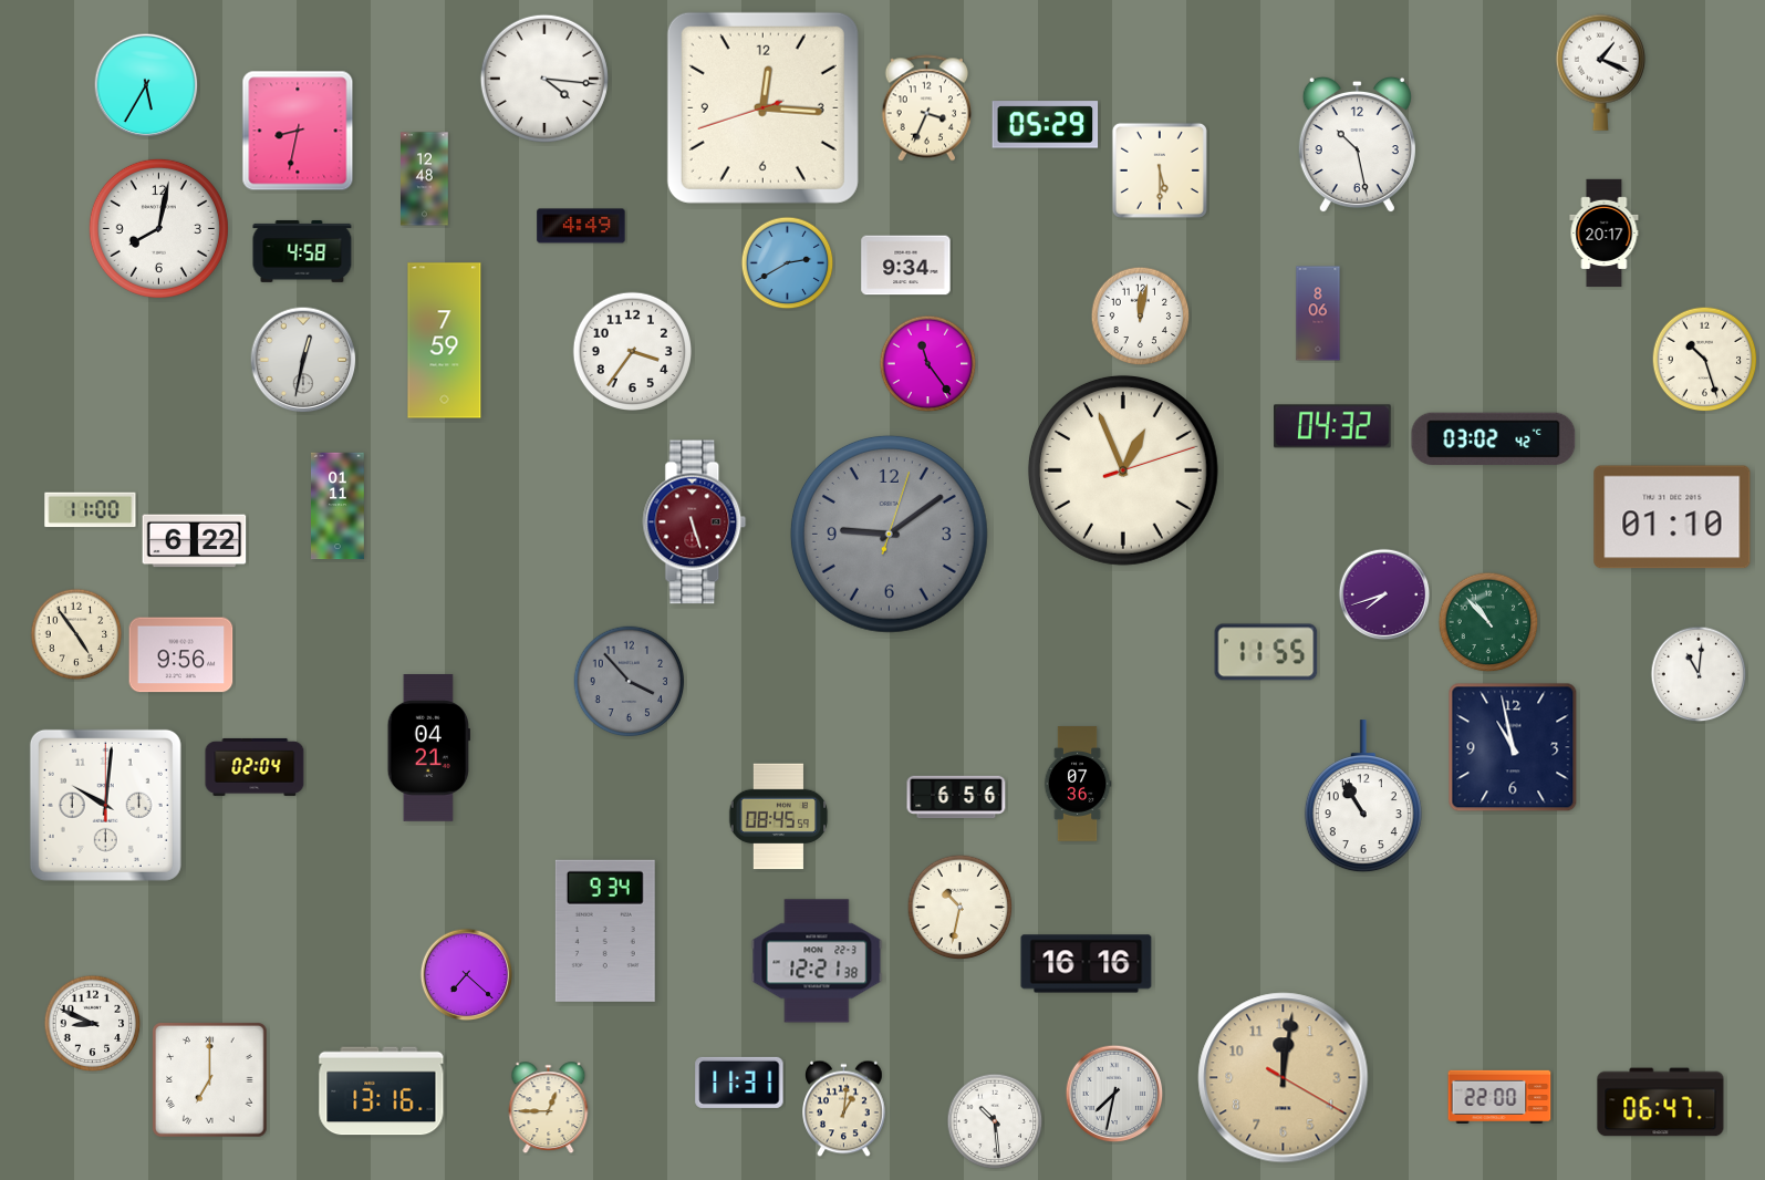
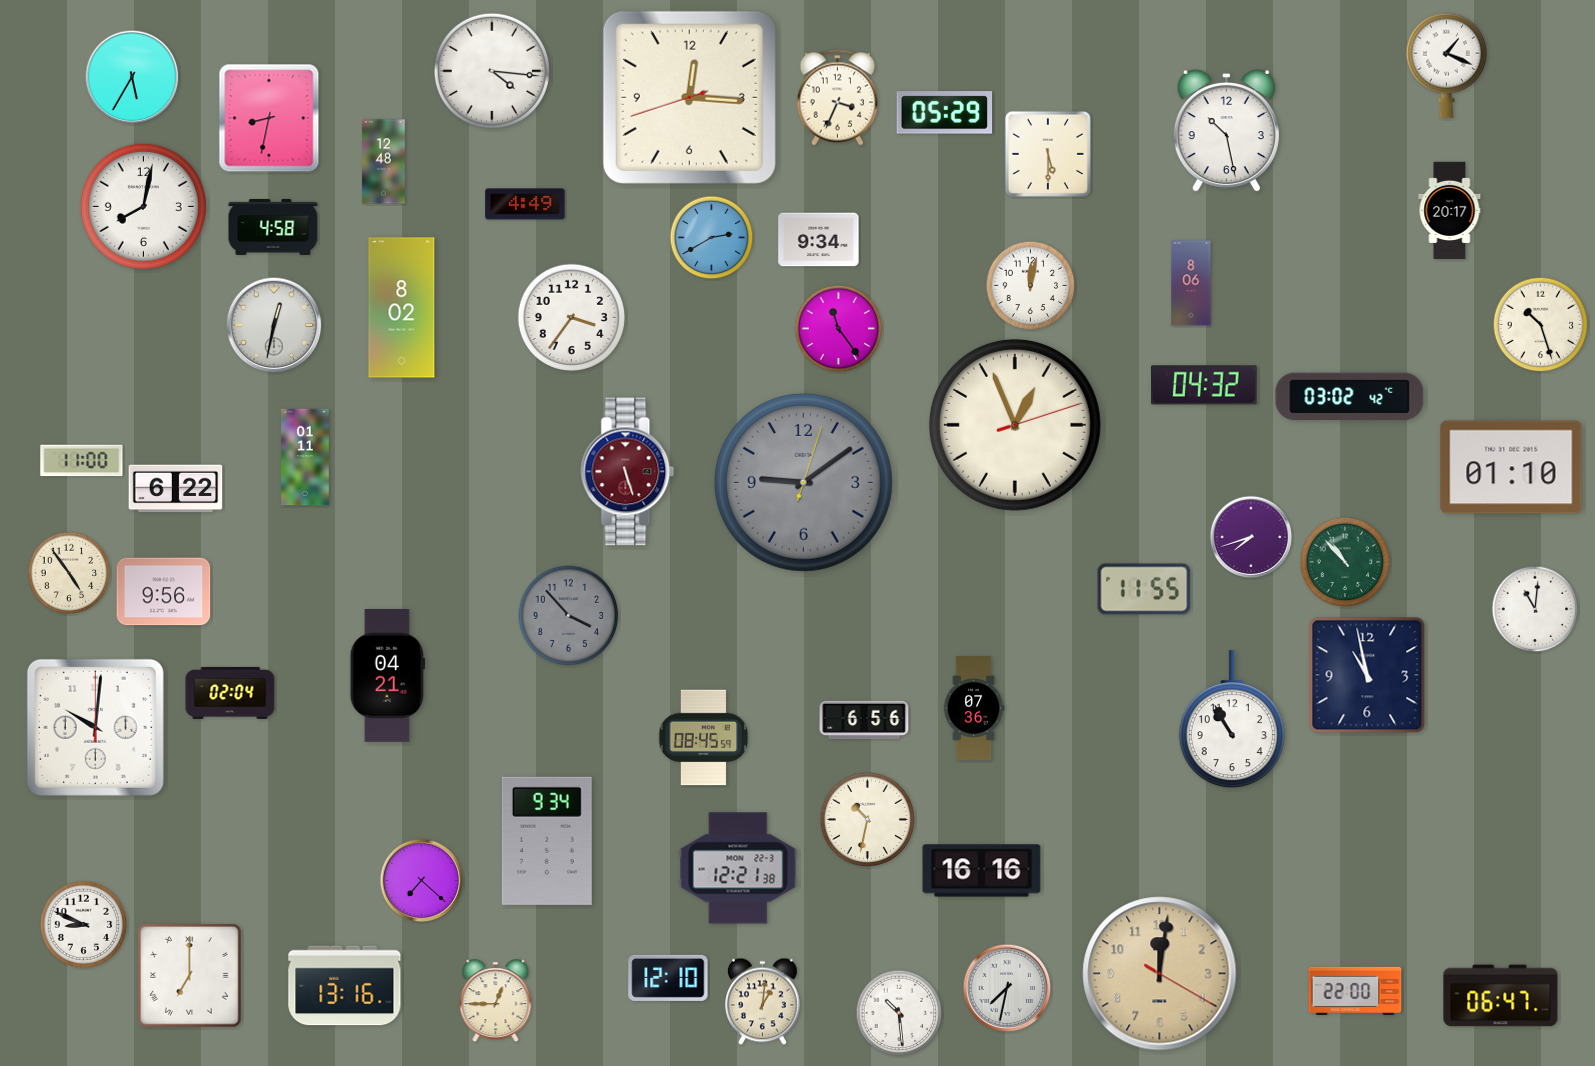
clock at (445, 341): 7:59 -> 8:02
clock at (739, 1083): 11:31 -> 12:10
